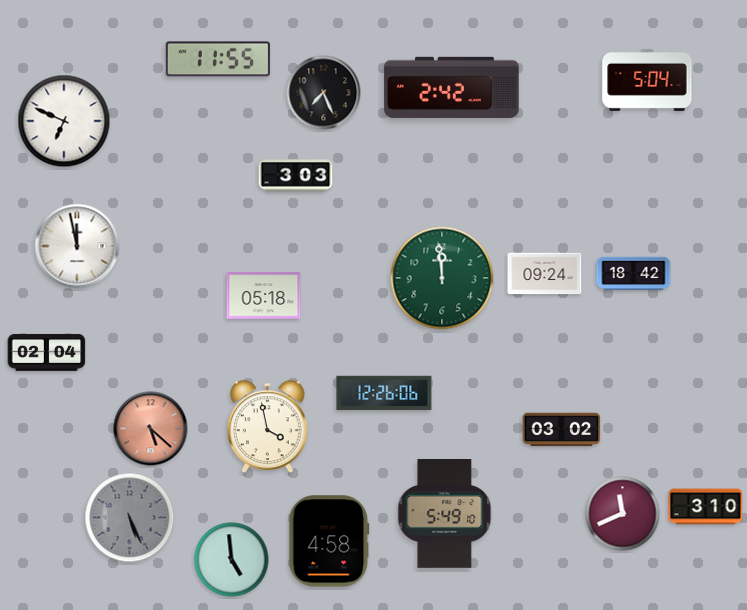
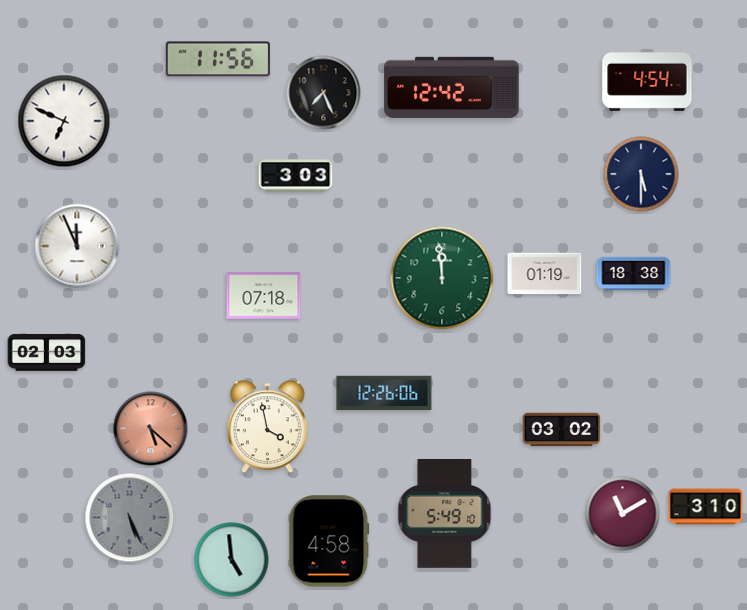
clock at (218, 59): 11:55 -> 11:56
clock at (647, 80): 5:04 -> 4:54
clock at (452, 87): 2:42 -> 12:42
clock at (641, 174): none -> 5:30
clock at (77, 246): 11:58 -> 11:56
clock at (545, 274): 09:24 -> 01:19
clock at (634, 274): 18:42 -> 18:38
clock at (264, 296): 05:18 -> 07:18
clock at (47, 352): 02:04 -> 02:03
clock at (623, 514): 11:41 -> 11:10
